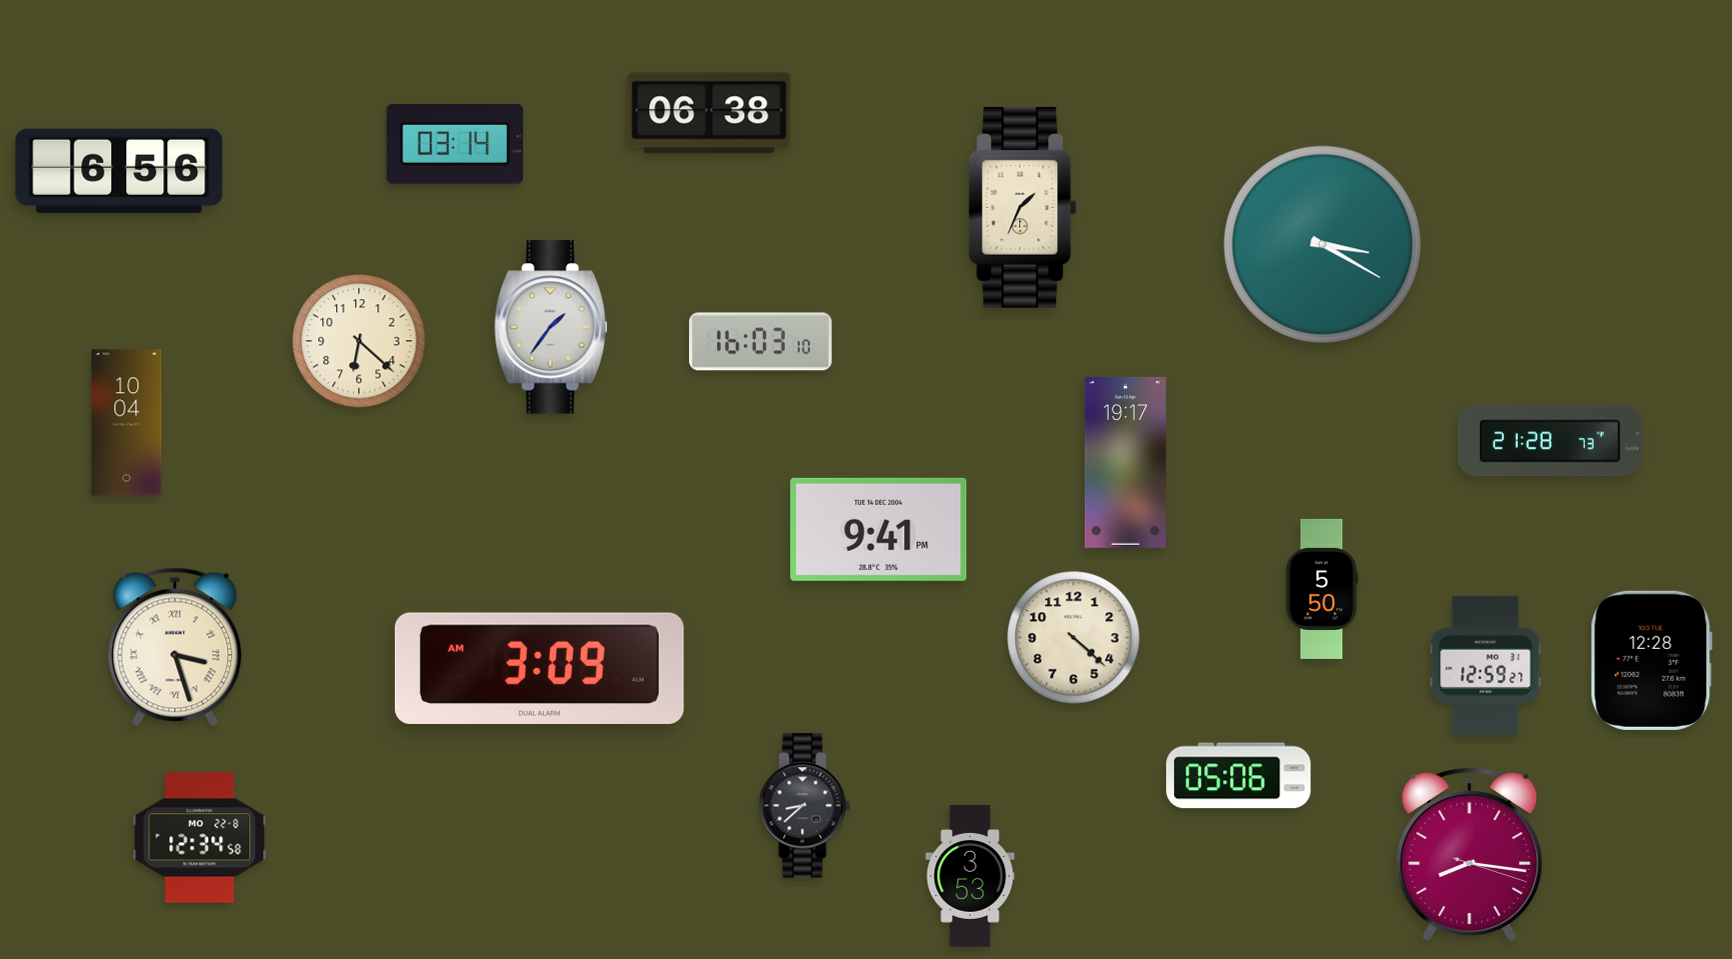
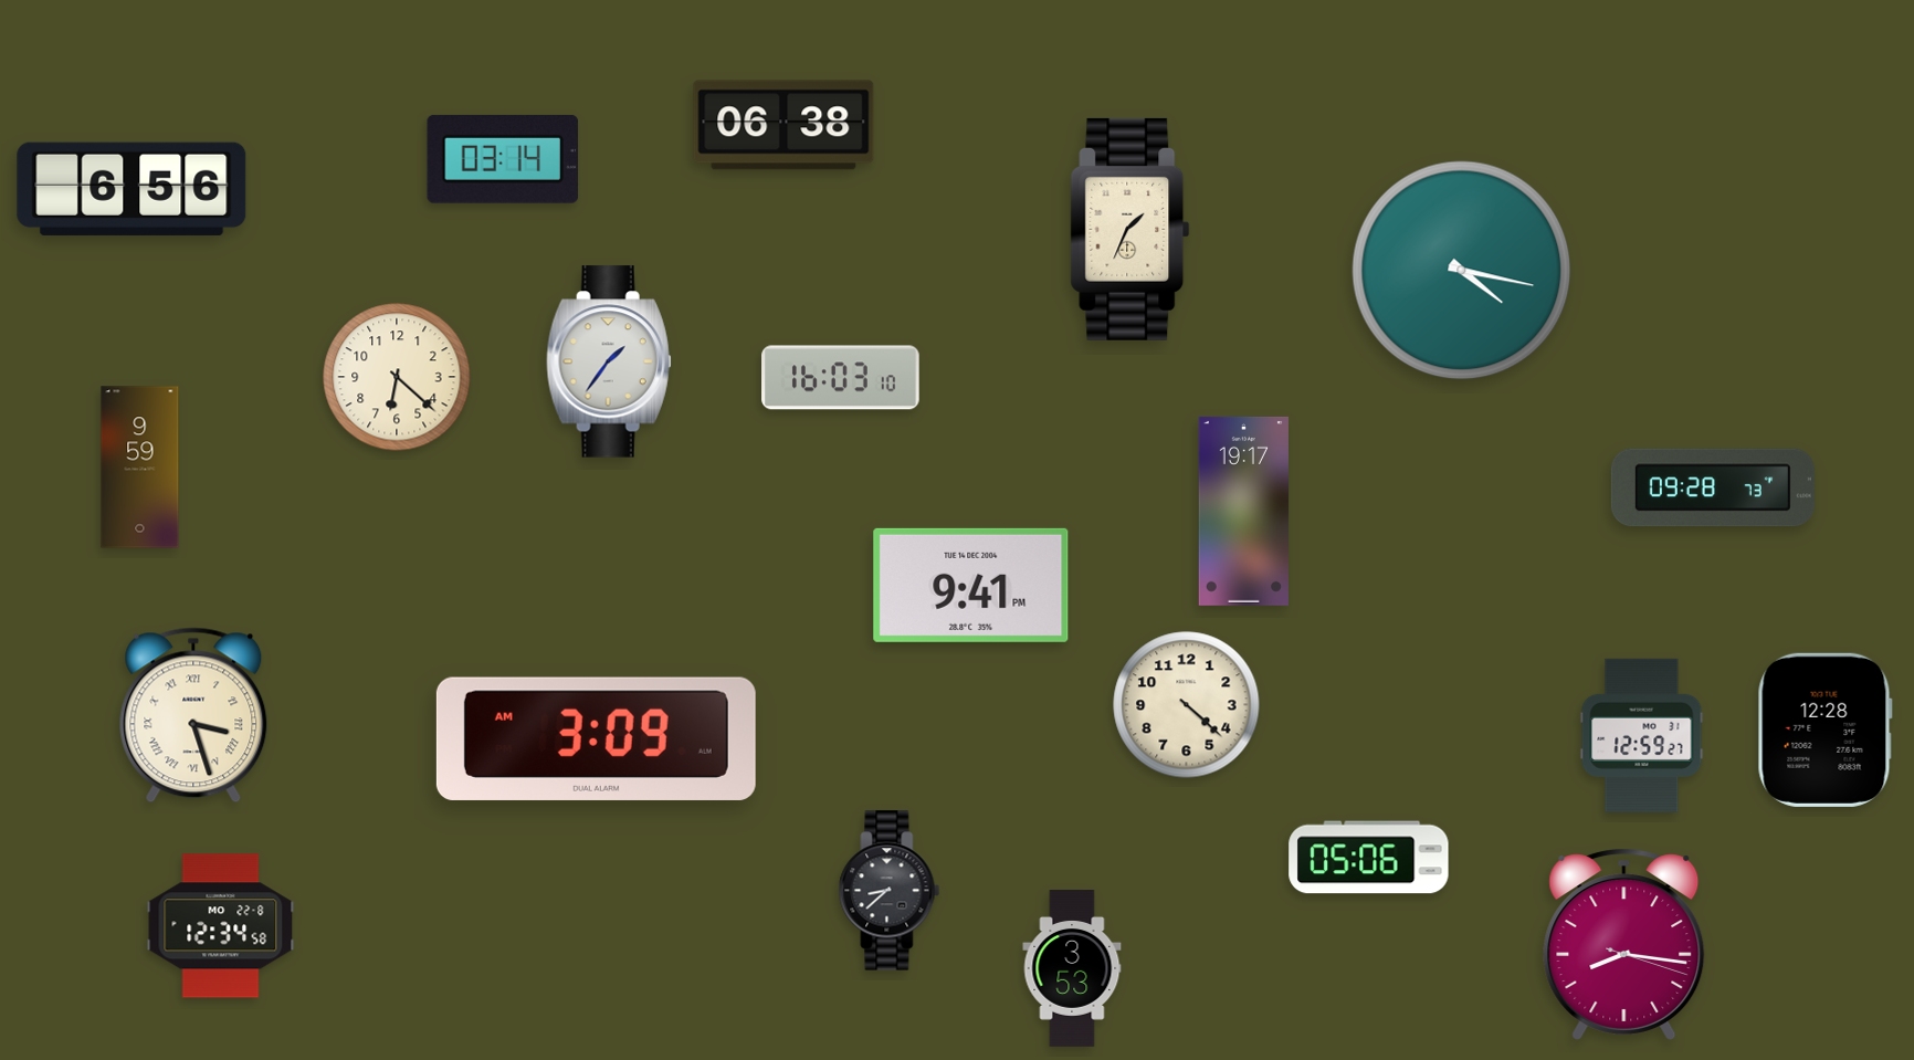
clock at (1323, 245): 3:20 -> 4:17
clock at (127, 423): 10:04 -> 9:59
clock at (1550, 441): 21:28 -> 09:28
clock at (1322, 589): 5:50 -> none
